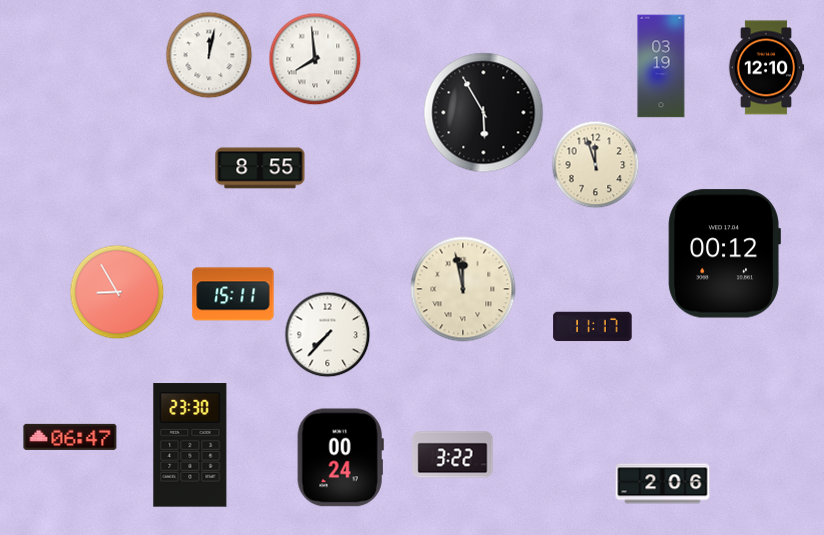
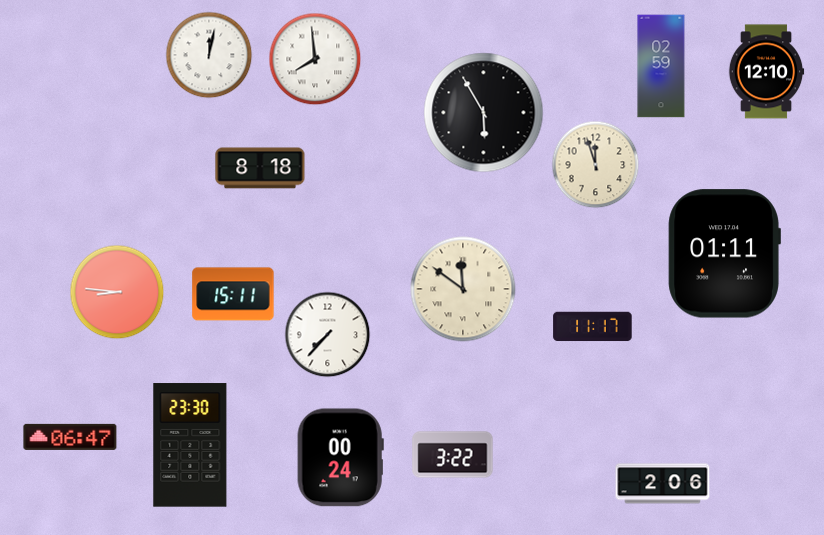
clock at (661, 66): 03:19 -> 02:59
clock at (766, 68) position: (766, 68) -> (766, 72)
clock at (260, 168): 8:55 -> 8:18
clock at (724, 254): 00:12 -> 01:11
clock at (463, 289): 11:58 -> 11:51
clock at (117, 292): 8:55 -> 8:46
